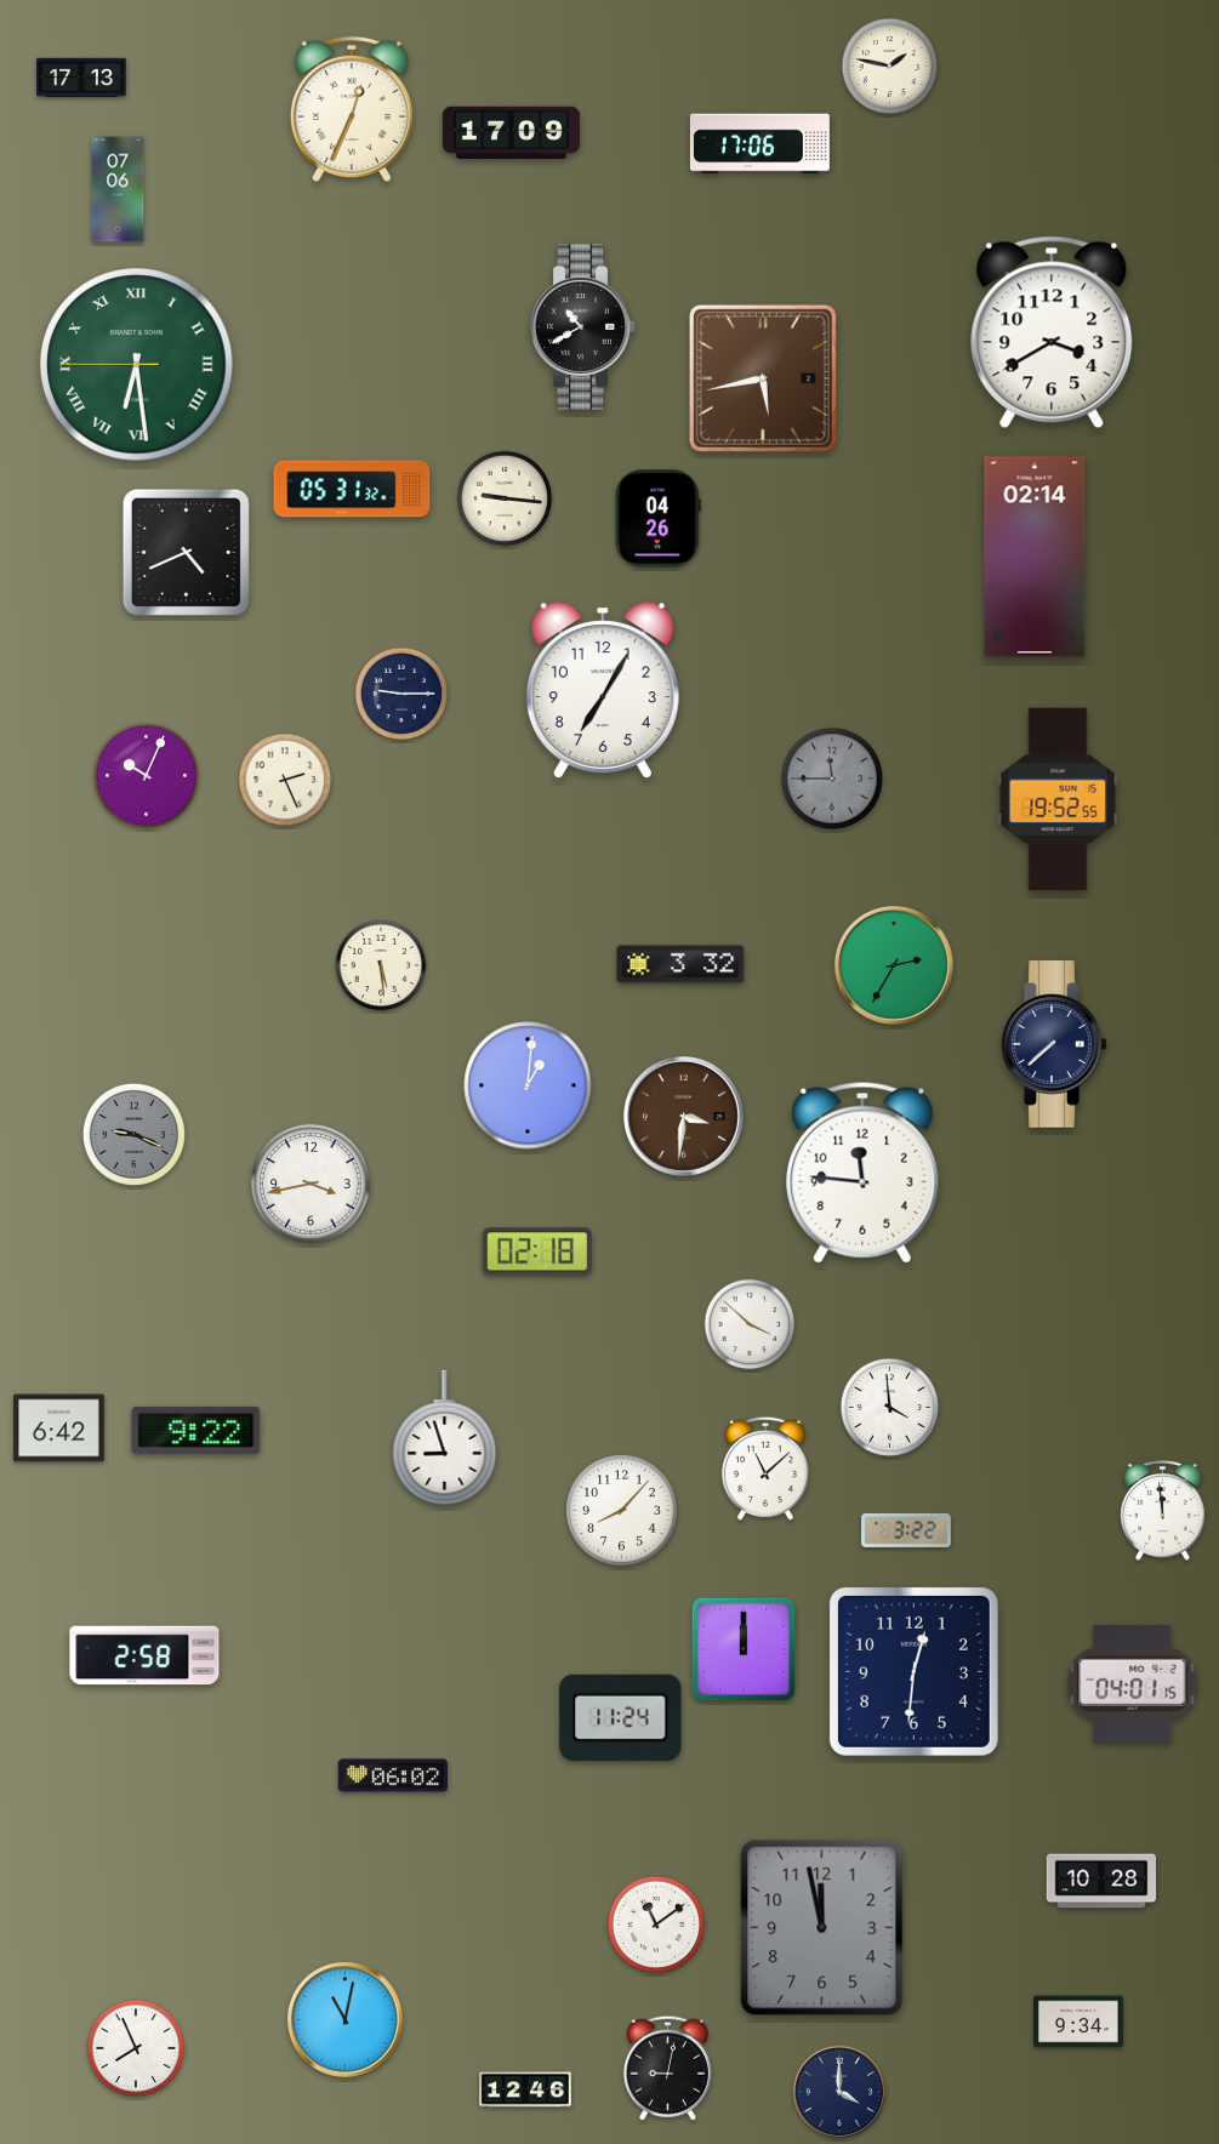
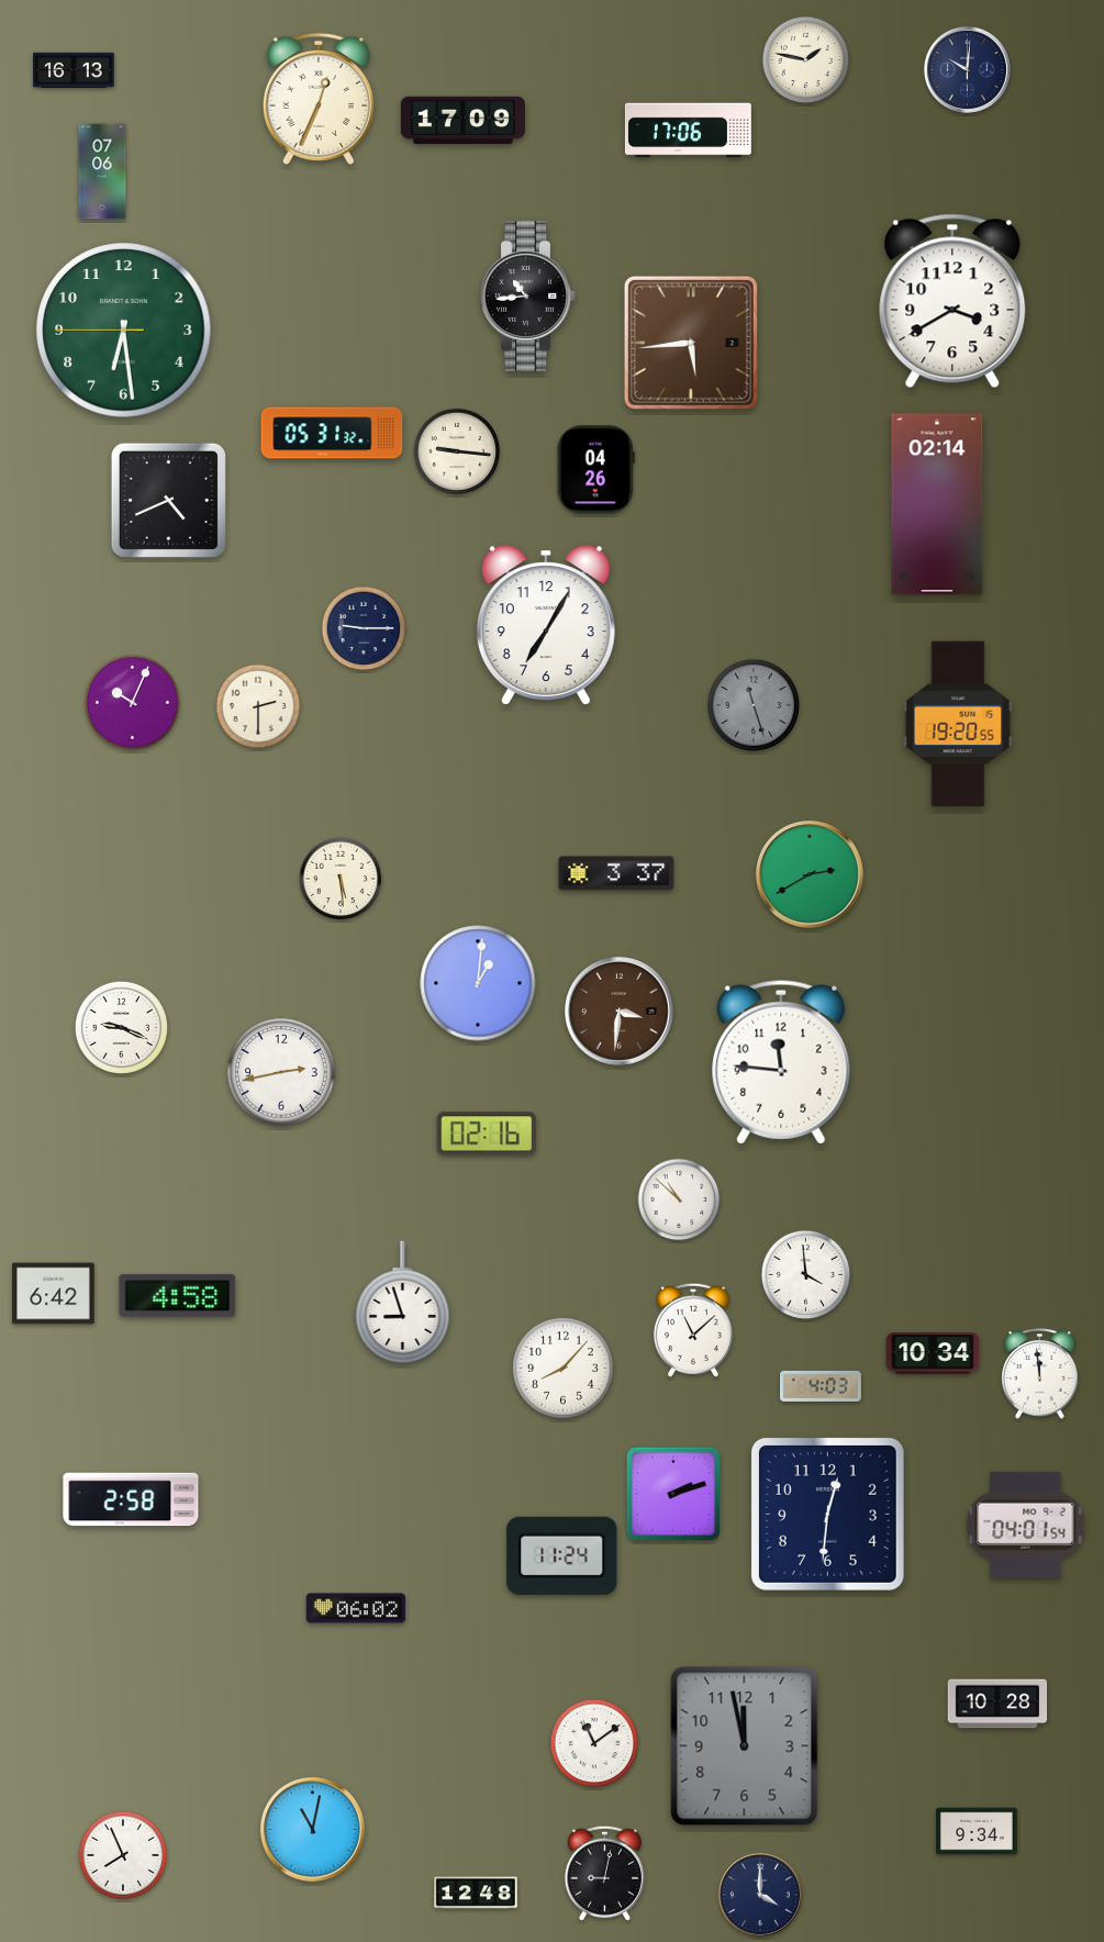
clock at (82, 76): 17:13 -> 16:13
clock at (967, 69): none -> 10:01
clock at (118, 189) position: (118, 189) -> (102, 171)
clock at (583, 327): 10:40 -> 10:44
clock at (137, 365) numerals: Roman -> Arabic
clock at (763, 378): 5:43 -> 5:44
clock at (352, 489) position: (352, 489) -> (332, 433)
clock at (832, 779): 11:45 -> 11:27
clock at (285, 780): 2:26 -> 2:30
clock at (1058, 799): 19:52 -> 19:20
clock at (680, 964): 3:32 -> 3:37
clock at (381, 965) position: (381, 965) -> (341, 879)
clock at (894, 965): 2:35 -> 2:40
clock at (1054, 1044): 7:38 -> none
clock at (133, 1134) dial: grey -> white
clock at (311, 1184): 3:43 -> 2:43
clock at (537, 1251): 02:18 -> 02:16
clock at (750, 1324): 3:52 -> 10:52
clock at (196, 1430): 9:22 -> 4:58
clock at (933, 1353): none -> 10:34
clock at (1163, 1511) position: (1163, 1511) -> (1040, 1374)
clock at (907, 1530): 3:22 -> 4:03
clock at (744, 1649): 12:00 -> 2:12
clock at (1133, 1683): 04:01:15 -> 04:01:54
clock at (525, 2089): 12:46 -> 12:48
